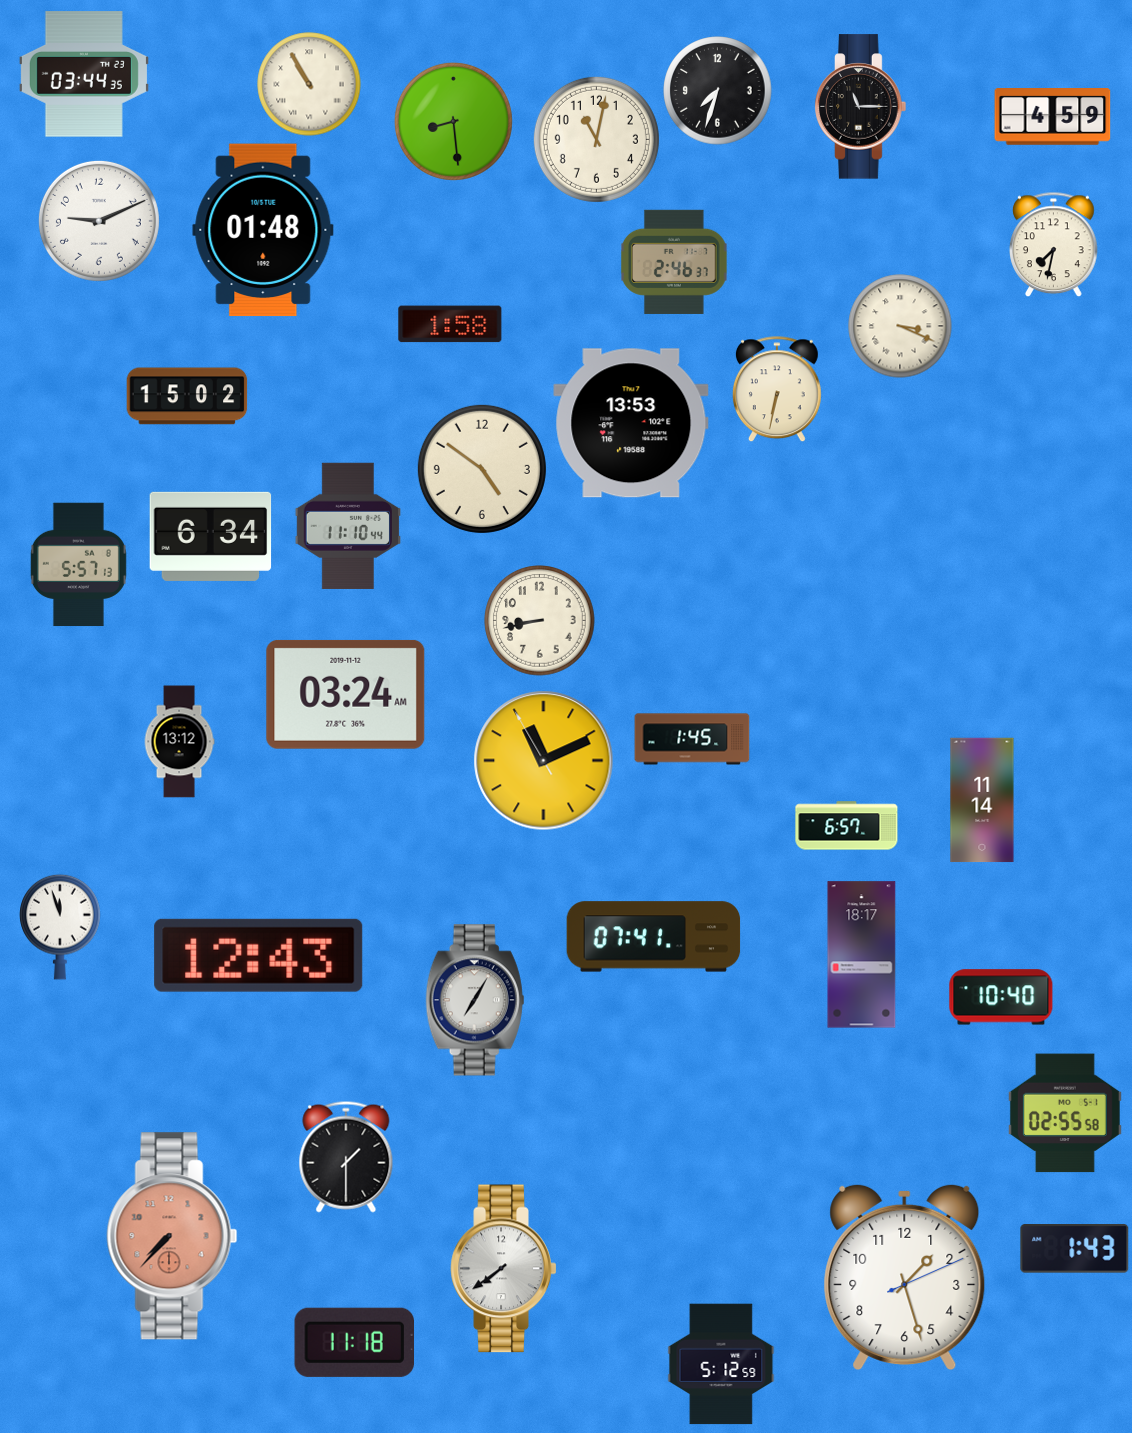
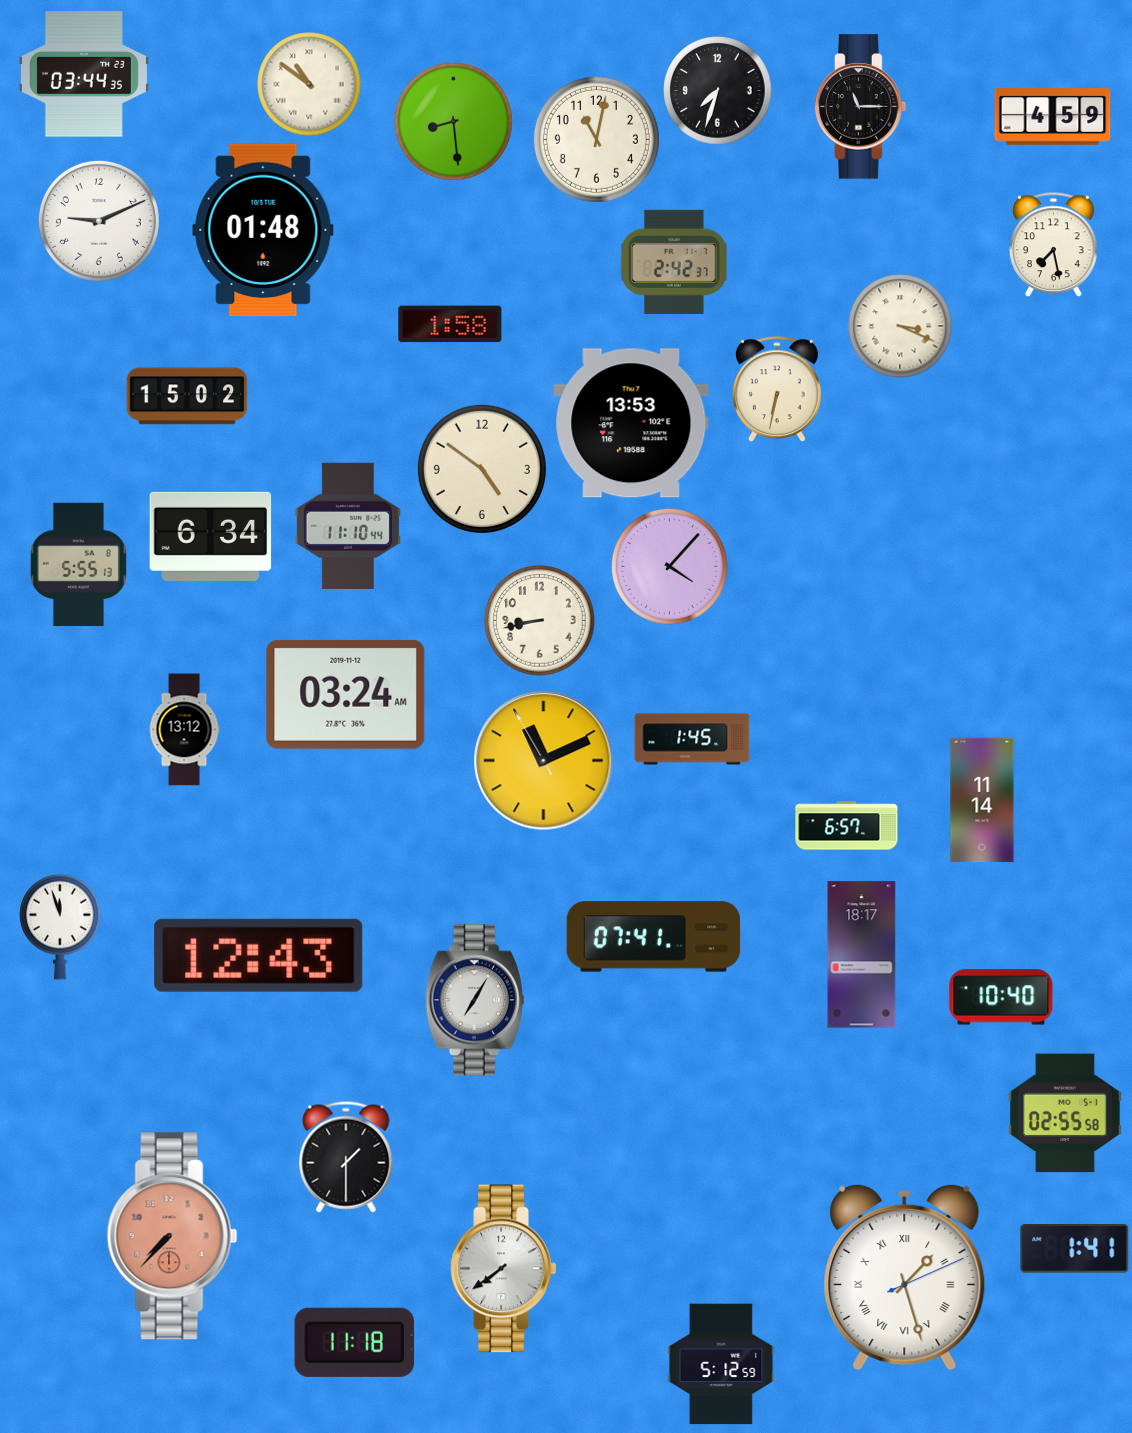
clock at (309, 84): 10:55 -> 10:51
clock at (1054, 244): 7:32 -> 7:28
clock at (675, 262): 2:46 -> 2:42
clock at (78, 565): 5:57 -> 5:55
clock at (669, 566): none -> 4:07
clock at (179, 742) position: (179, 742) -> (184, 730)
clock at (1075, 1249): 1:43 -> 1:41
clock at (905, 1277) numerals: Arabic -> Roman
